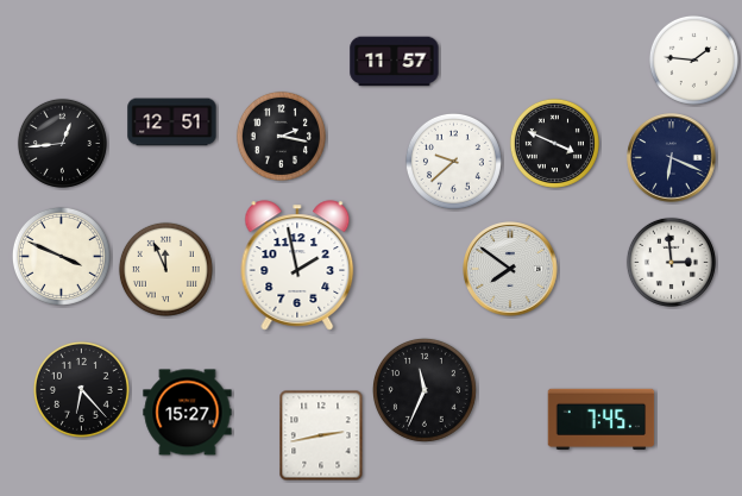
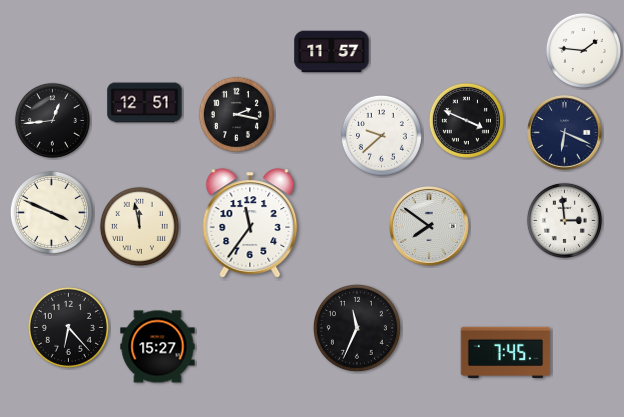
clock at (61, 256) position: (61, 256) -> (51, 212)
clock at (297, 265): 1:58 -> 11:36
clock at (165, 269): 11:56 -> 11:58
clock at (321, 435): 2:43 -> none
